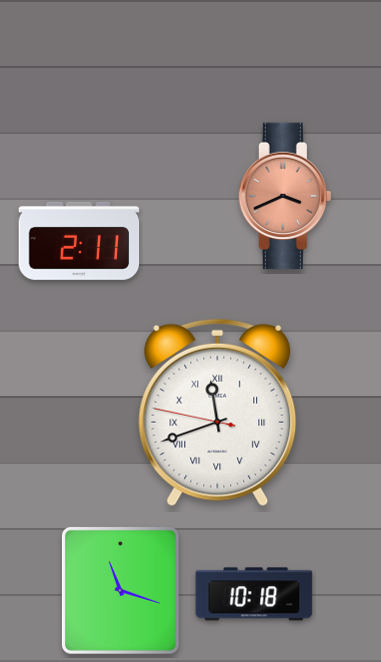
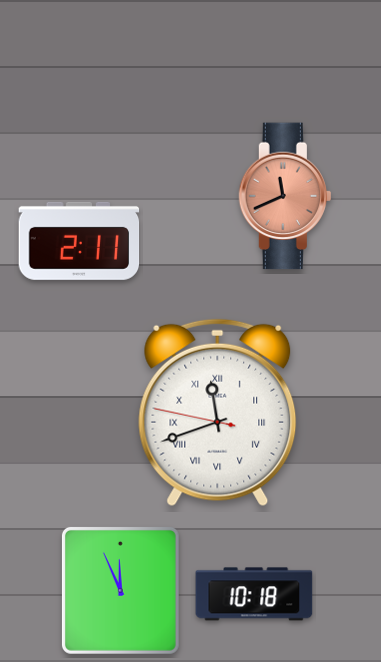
clock at (284, 196): 3:41 -> 11:41
clock at (120, 590): 11:18 -> 11:56
